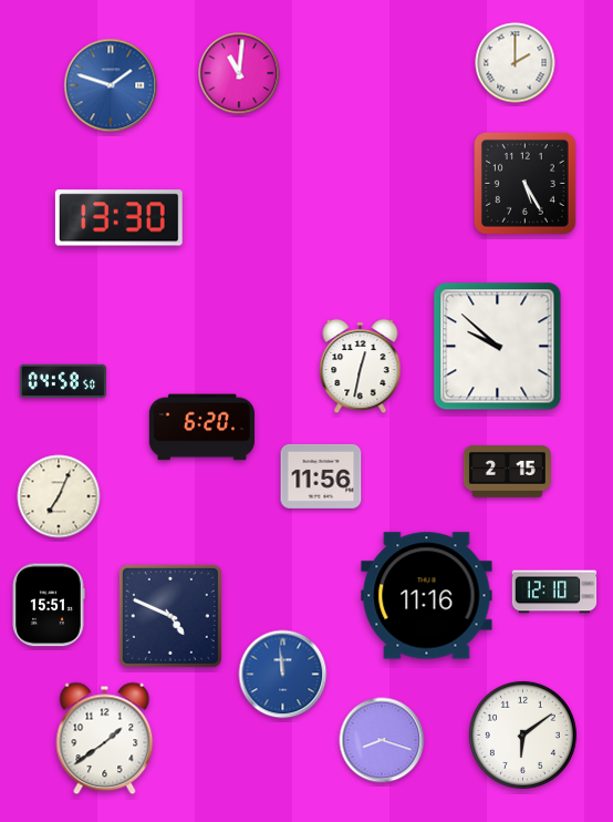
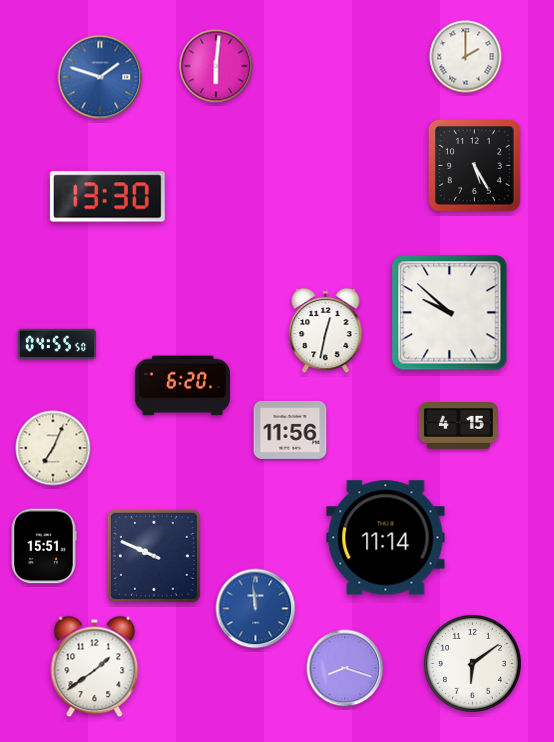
clock at (239, 73): 11:01 -> 6:01
clock at (63, 381): 04:58 -> 04:55
clock at (507, 472): 2:15 -> 4:15
clock at (554, 592): 12:10 -> none
clock at (427, 596): 11:16 -> 11:14
clock at (170, 616): 4:49 -> 9:49
